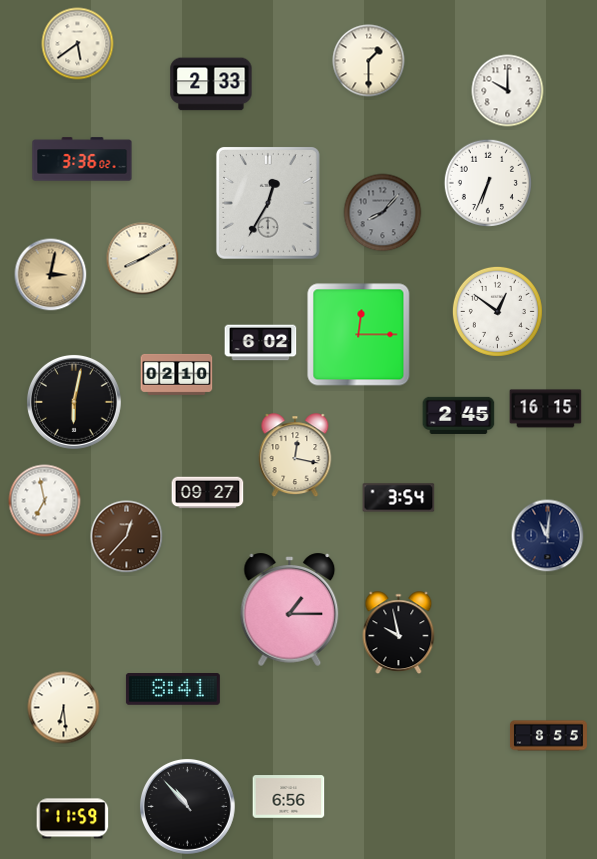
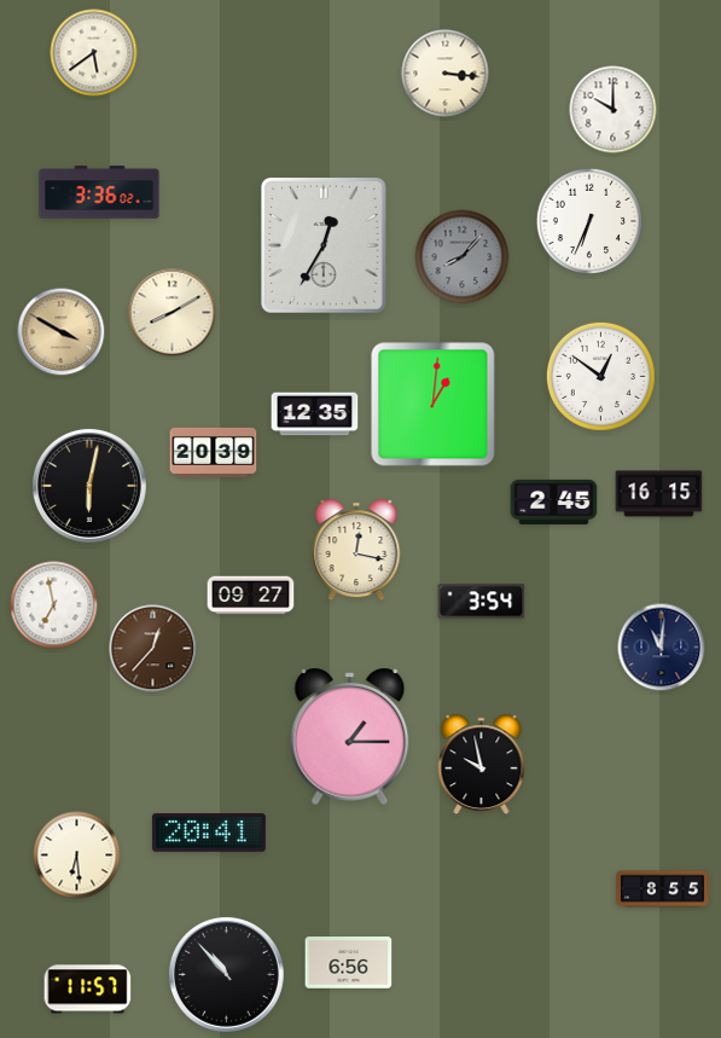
clock at (369, 61): 1:30 -> 3:16
clock at (211, 84): 2:33 -> none
clock at (51, 275): 3:02 -> 3:50
clock at (359, 335): 12:15 -> 1:01
clock at (261, 343): 6:02 -> 12:35
clock at (177, 374): 02:10 -> 20:39
clock at (173, 690): 8:41 -> 20:41
clock at (73, 819): 11:59 -> 11:57
